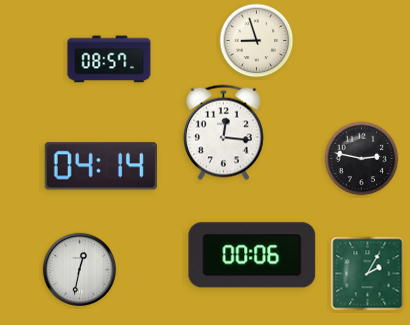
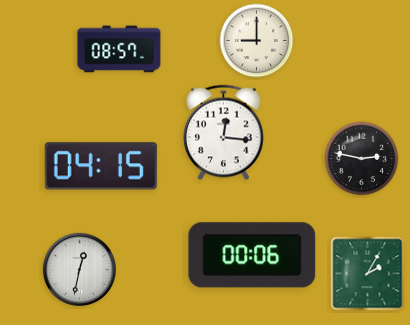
clock at (257, 41): 8:57 -> 9:00
clock at (109, 59) position: (109, 59) -> (119, 49)
clock at (101, 166): 04:14 -> 04:15
